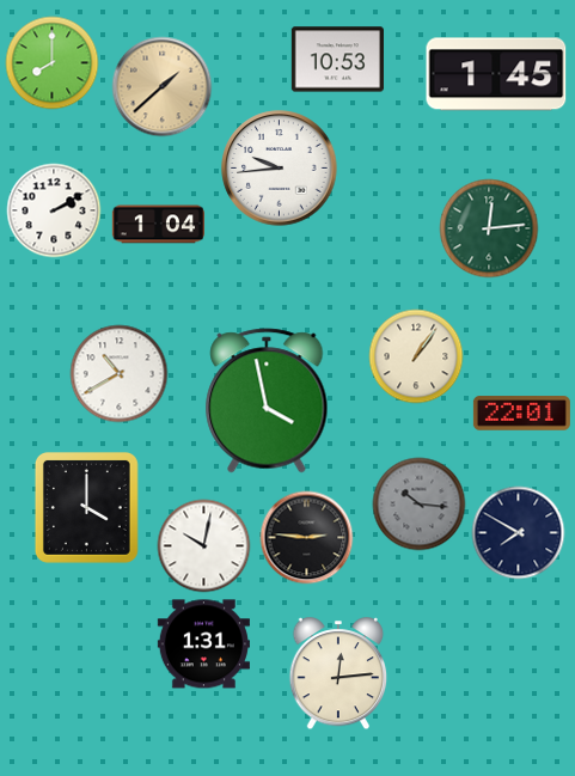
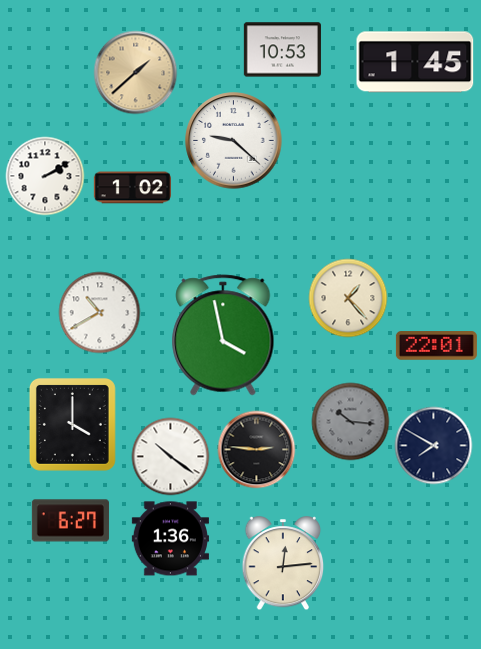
clock at (51, 62): 8:00 -> none
clock at (280, 169): 9:44 -> 9:22
clock at (158, 225): 1:04 -> 1:02
clock at (489, 228): 12:14 -> none
clock at (416, 356): 1:06 -> 1:23
clock at (203, 545): 10:02 -> 10:21
clock at (70, 521): none -> 6:27
clock at (203, 644): 1:31 -> 1:36
